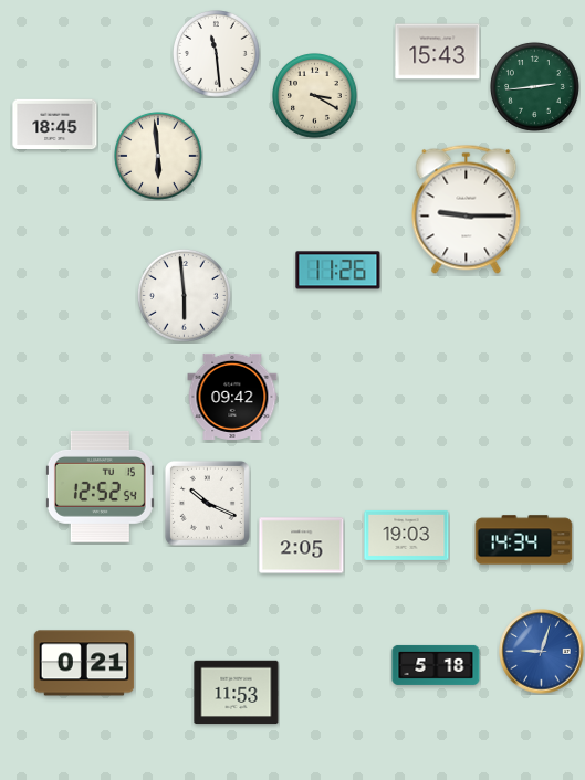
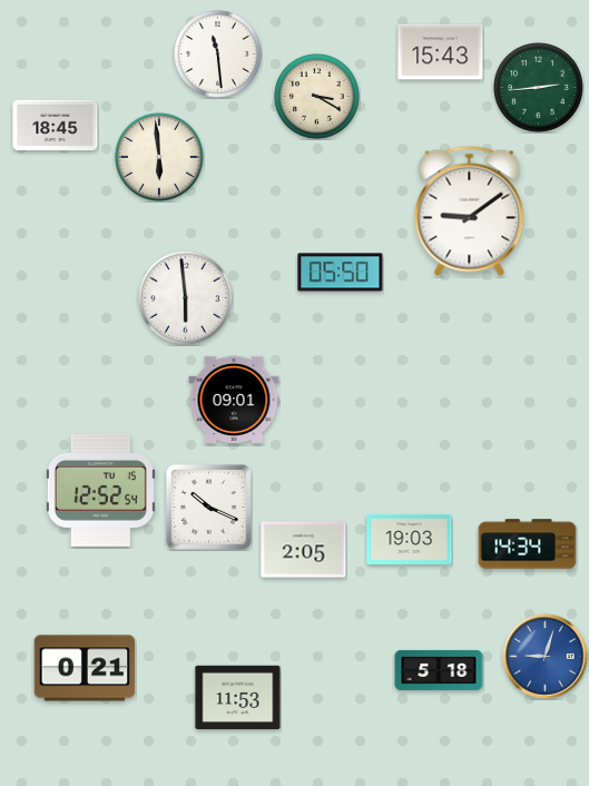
clock at (467, 209): 9:15 -> 9:09
clock at (338, 271): 11:26 -> 05:50
clock at (232, 397): 09:42 -> 09:01
